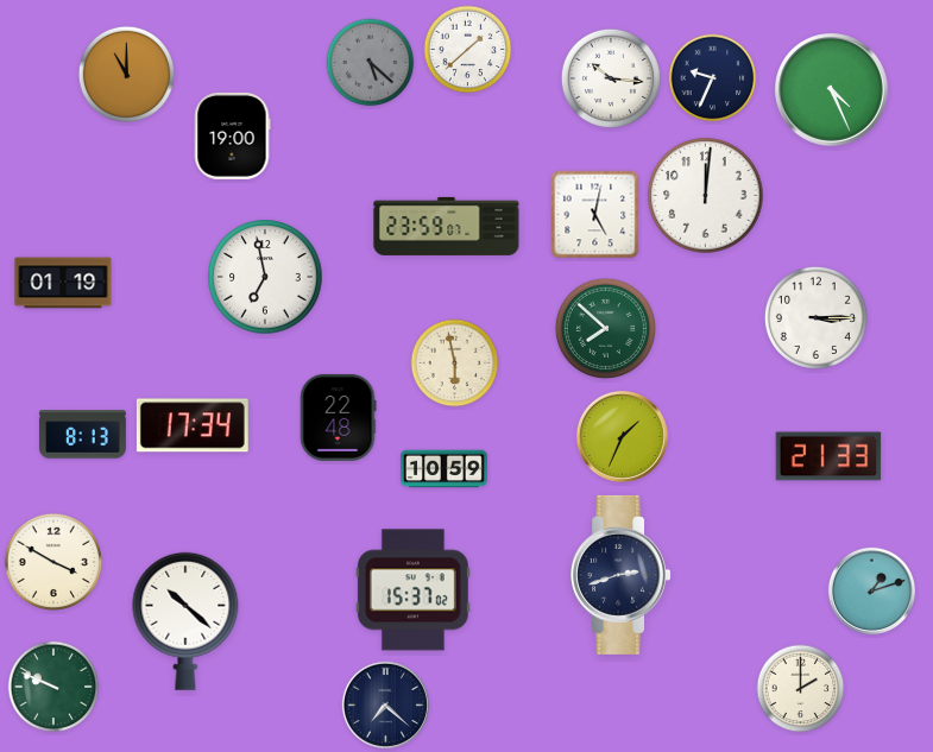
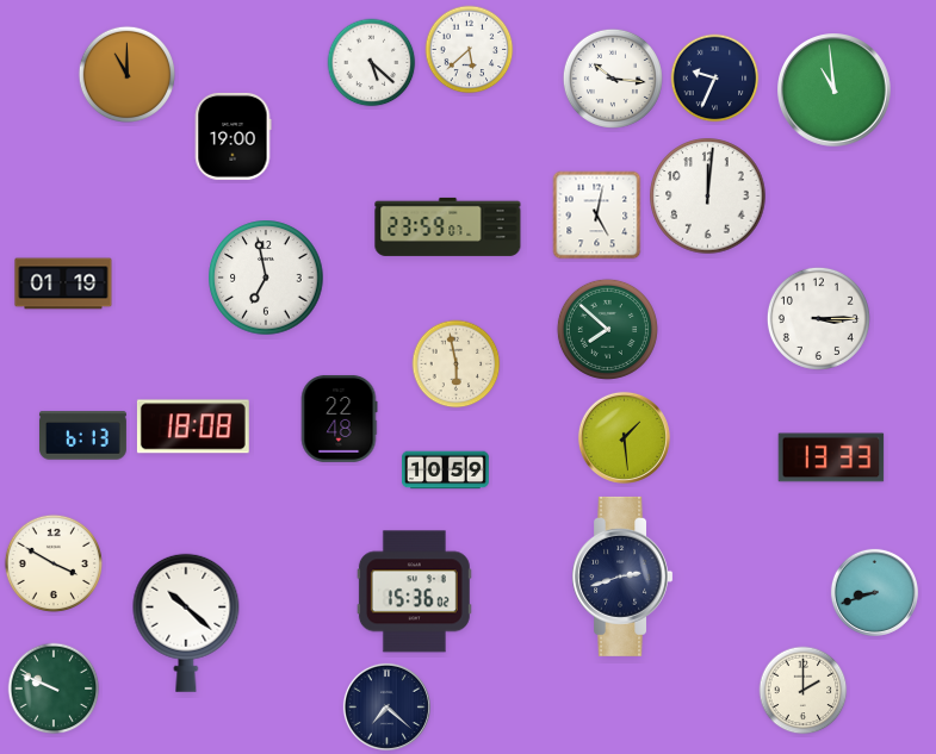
clock at (468, 50): 1:38 -> 5:38
clock at (371, 63) dial: grey -> white
clock at (832, 90): 4:26 -> 10:59
clock at (193, 425): 17:34 -> 18:08
clock at (82, 435): 8:13 -> 6:13
clock at (622, 436): 1:34 -> 1:29
clock at (828, 456): 21:33 -> 13:33
clock at (412, 590): 15:37 -> 15:36
clock at (871, 590): 1:12 -> 8:42
